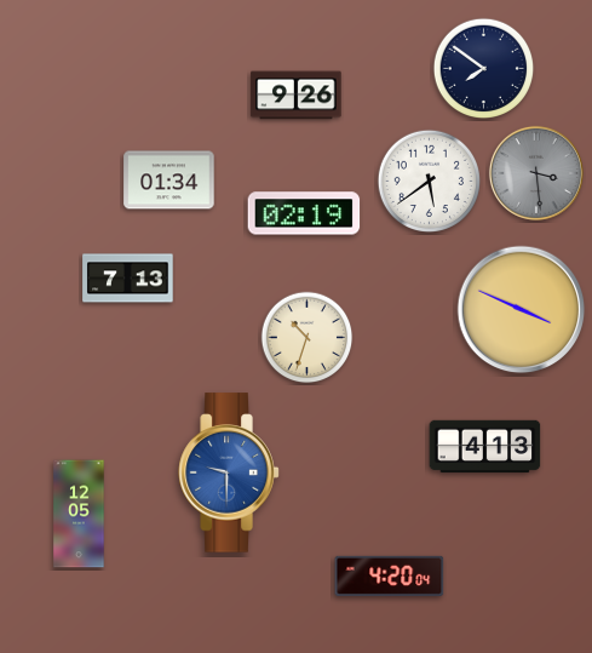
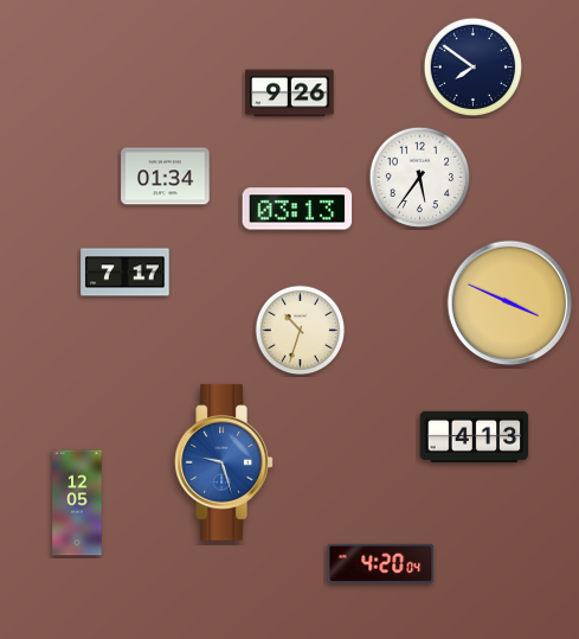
clock at (536, 173): 3:29 -> none
clock at (429, 181): 5:39 -> 5:36
clock at (304, 213): 02:19 -> 03:13
clock at (128, 279): 7:13 -> 7:17
clock at (229, 472): 9:30 -> 9:27
